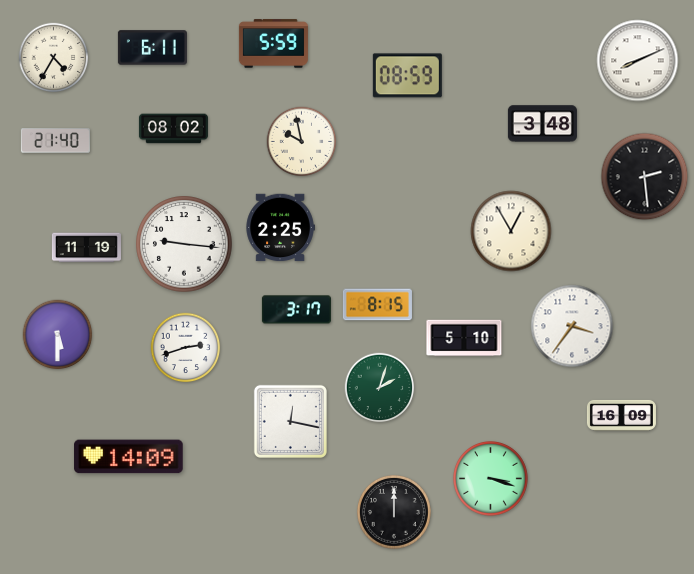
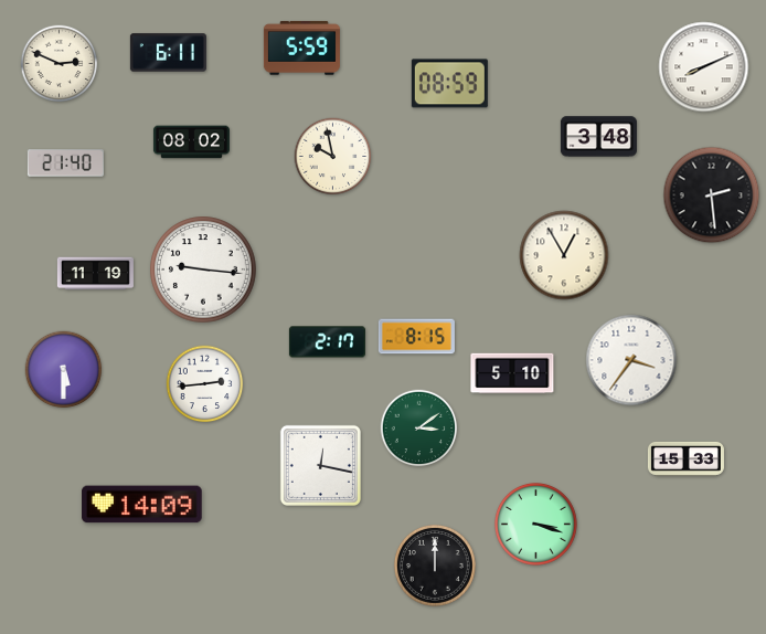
clock at (54, 58): 4:35 -> 2:49
clock at (55, 141) position: (55, 141) -> (65, 163)
clock at (280, 228): 2:25 -> none
clock at (296, 310): 3:17 -> 2:17
clock at (186, 348): 2:42 -> 2:44
clock at (380, 388): 2:03 -> 3:09
clock at (621, 415): 16:09 -> 15:33
clock at (491, 479) position: (491, 479) -> (536, 525)
